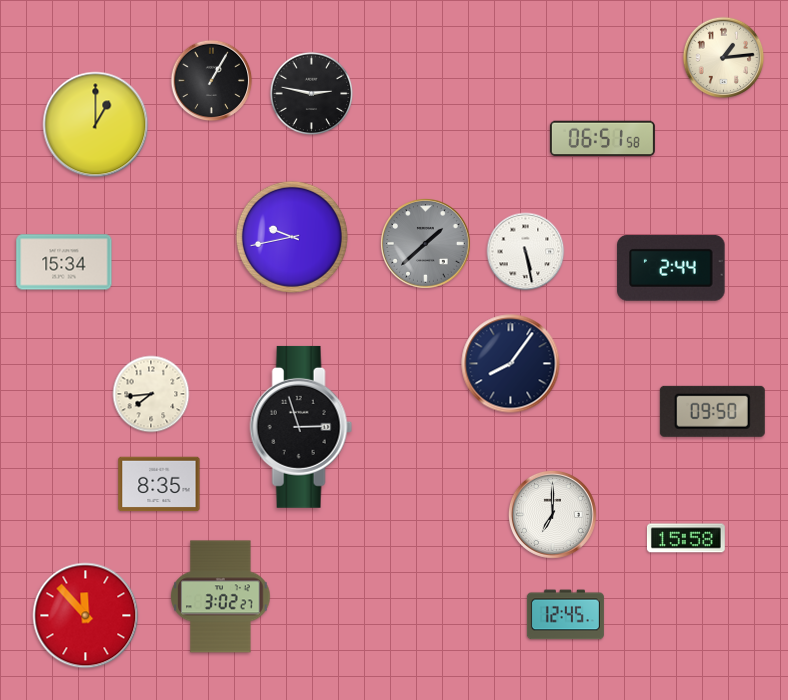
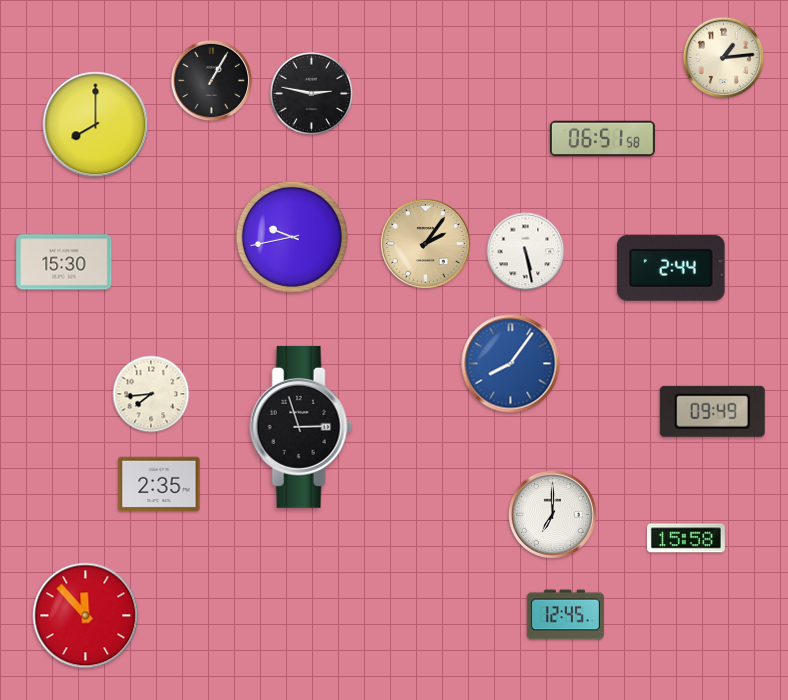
clock at (96, 125): 1:00 -> 8:00
clock at (426, 244): 1:38 -> 2:06
clock at (426, 244) dial: grey -> champagne
clock at (64, 262): 15:34 -> 15:30
clock at (511, 364) dial: navy -> blue
clock at (712, 411): 09:50 -> 09:49
clock at (159, 484): 8:35 -> 2:35
clock at (221, 597): 3:02 -> none
